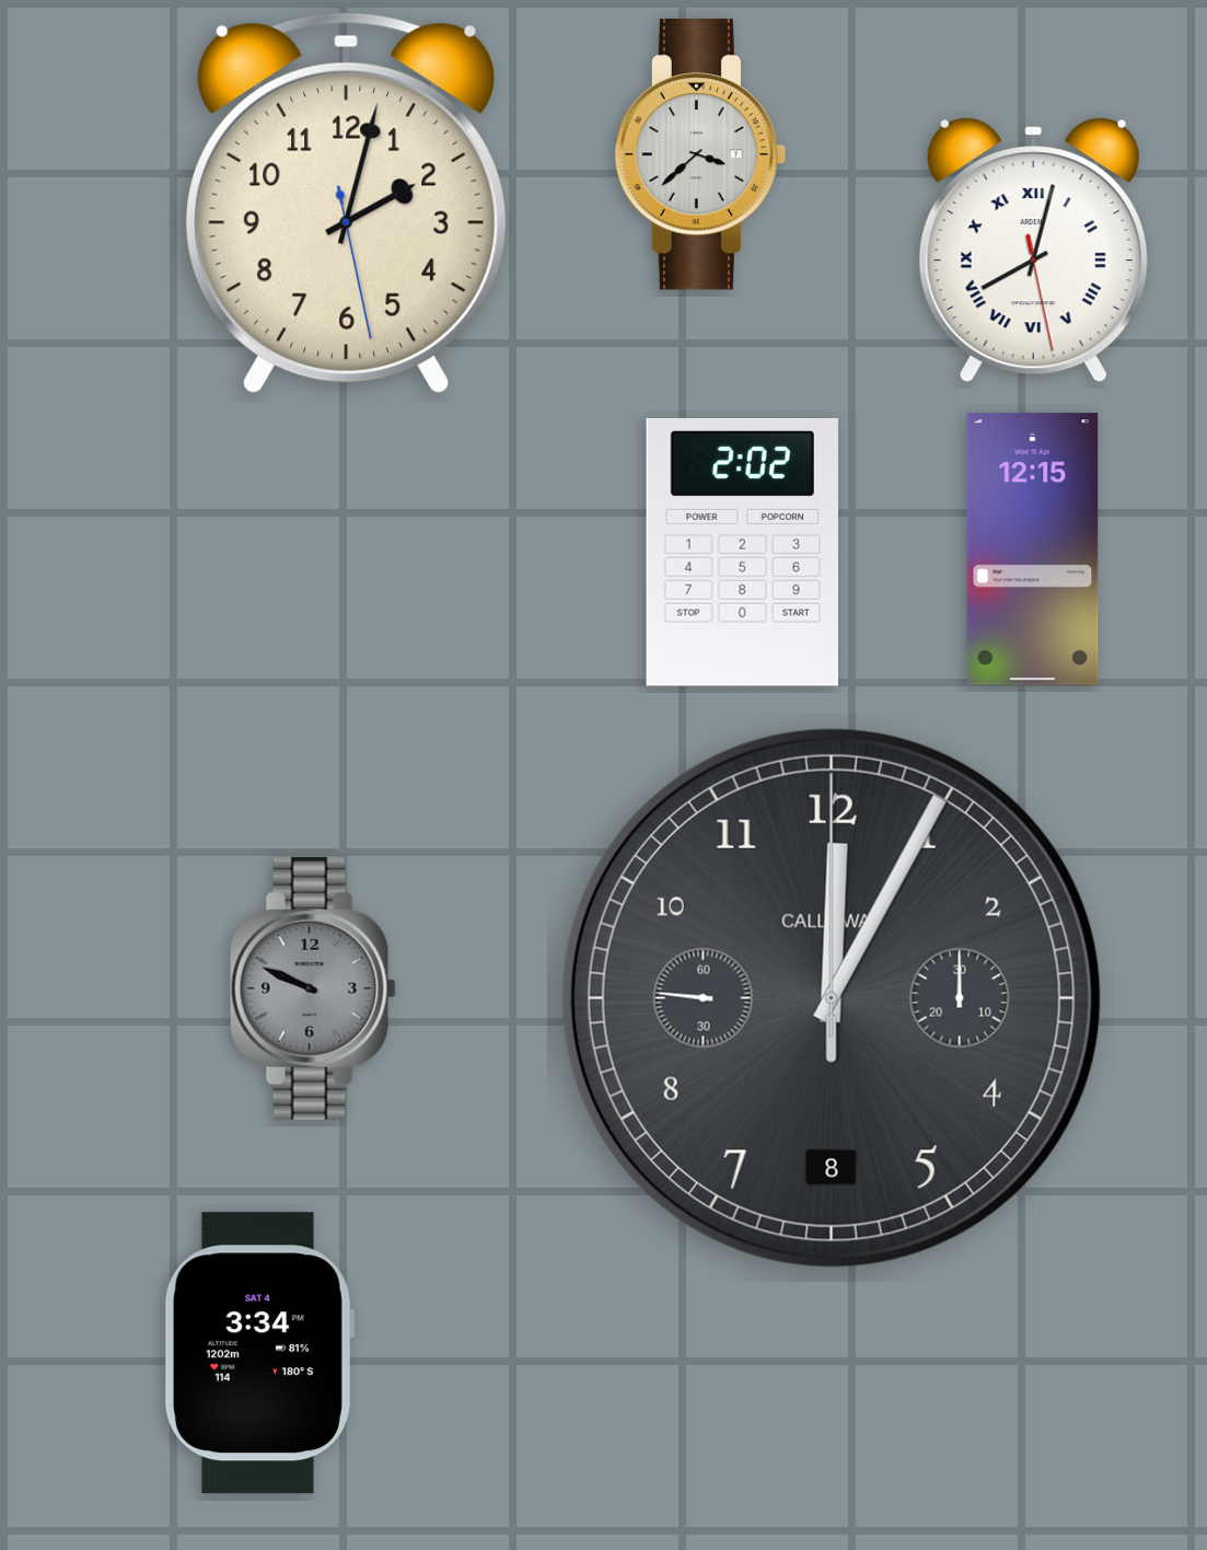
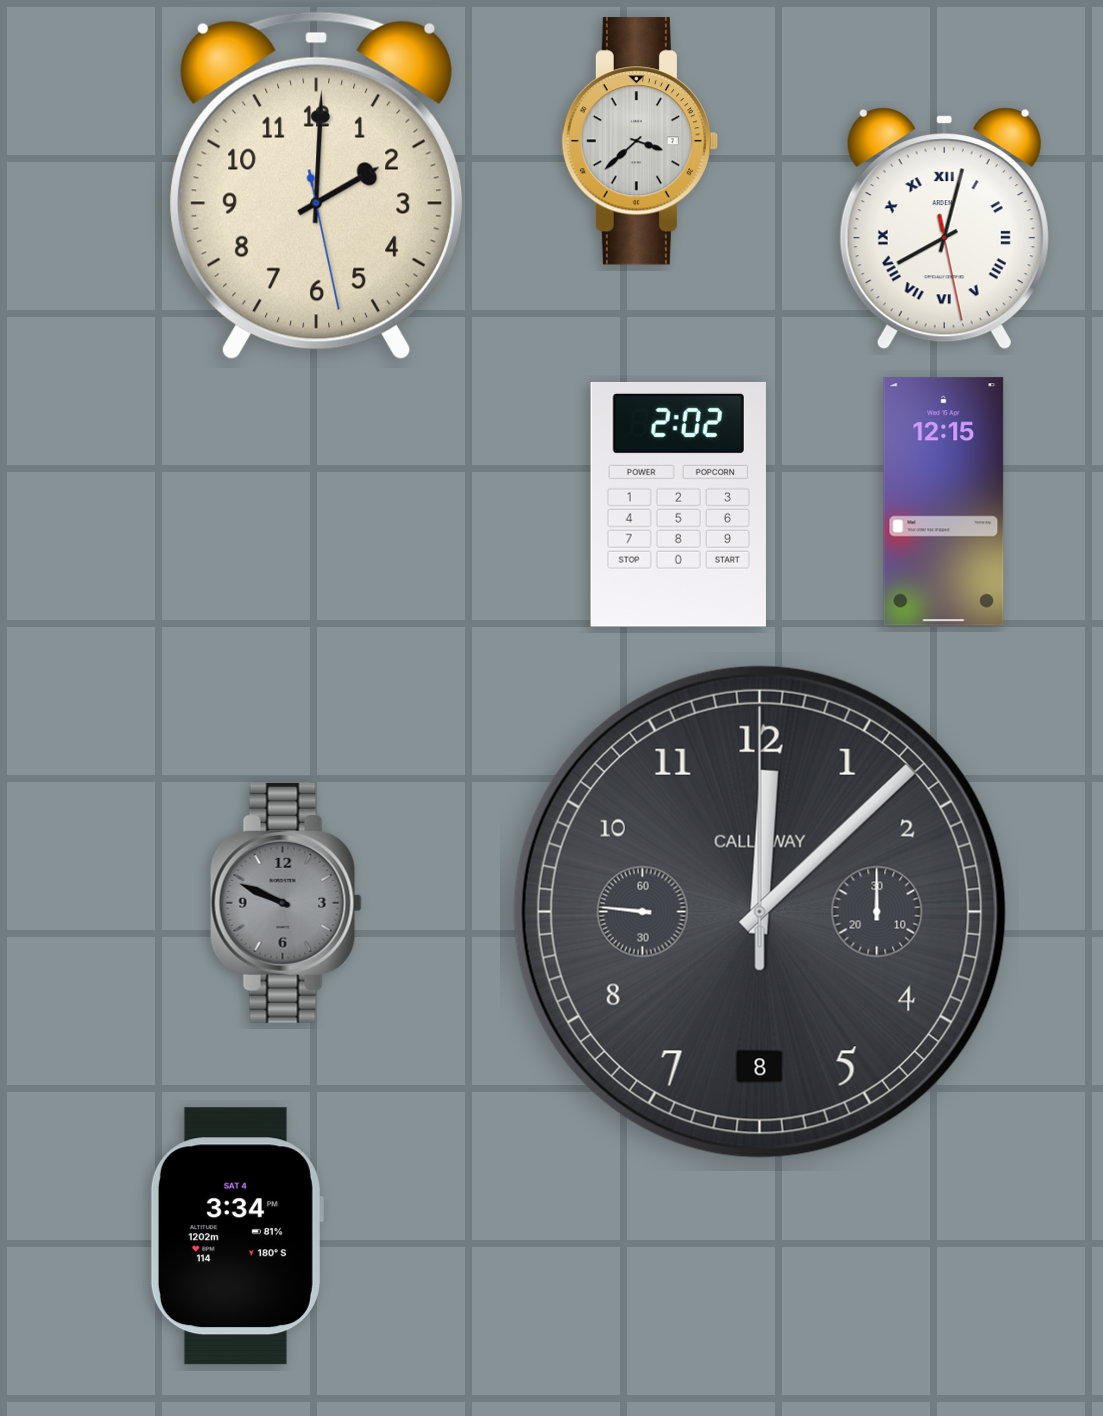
clock at (346, 204): 2:02 -> 2:00
clock at (832, 998): 12:04 -> 12:07
